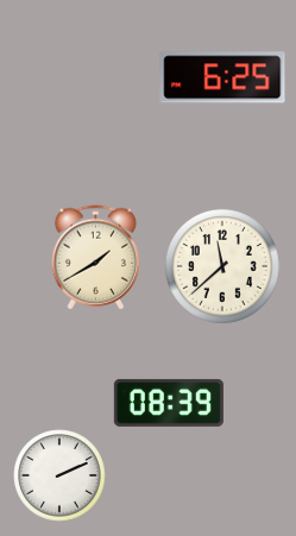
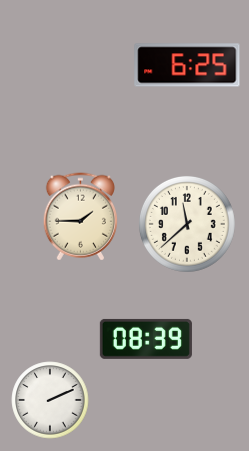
clock at (95, 258): 1:40 -> 1:45
clock at (169, 403) position: (169, 403) -> (146, 339)
